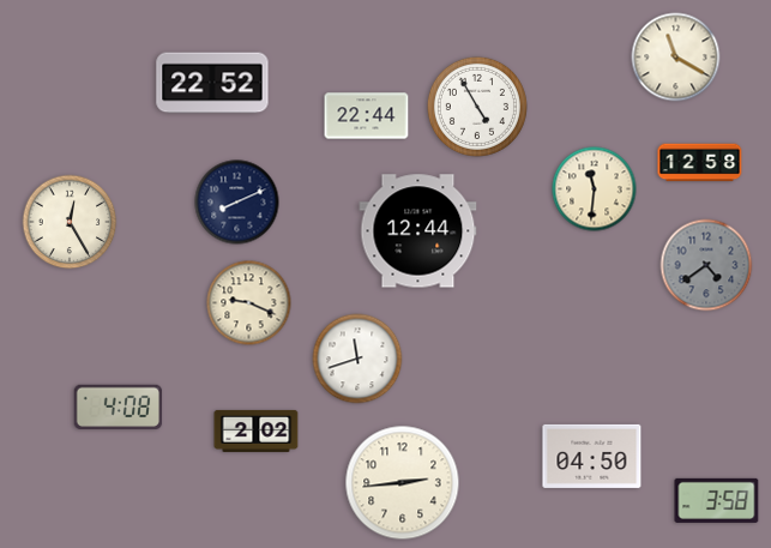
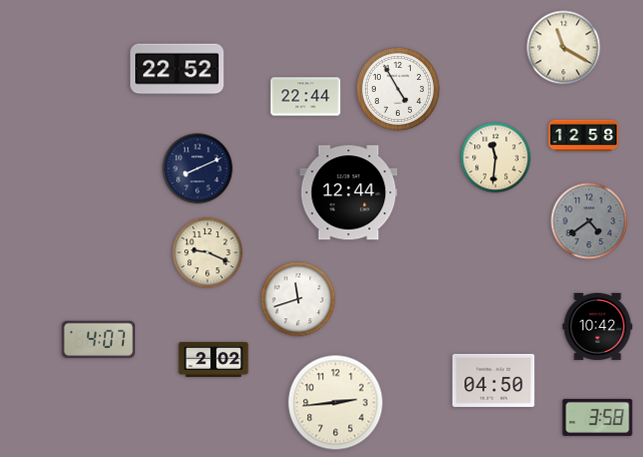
clock at (70, 222): 12:25 -> none
clock at (598, 326): none -> 10:42
clock at (119, 407): 4:08 -> 4:07
